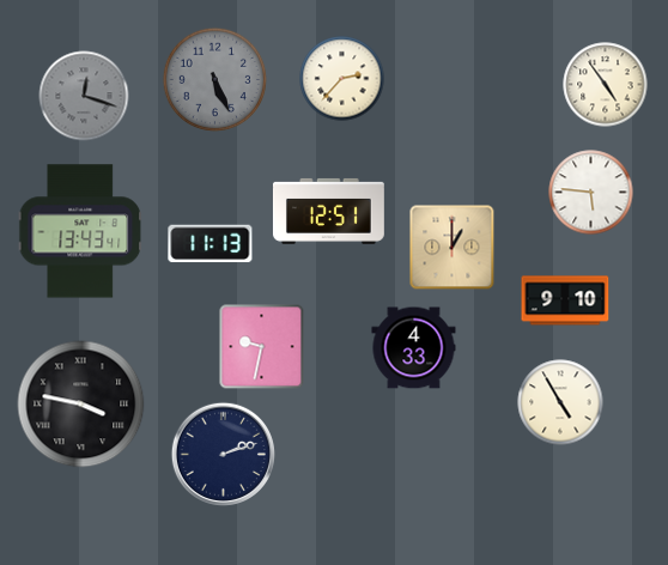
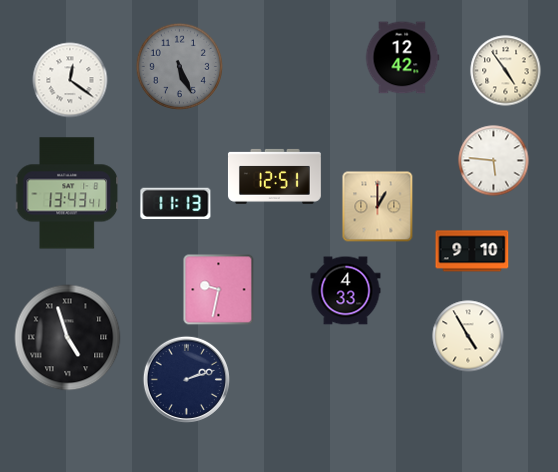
clock at (402, 58): none -> 12:42
clock at (342, 79): 2:37 -> none
clock at (84, 96): 12:18 -> 12:21
clock at (84, 96) dial: grey -> white
clock at (81, 405): 3:47 -> 4:57
